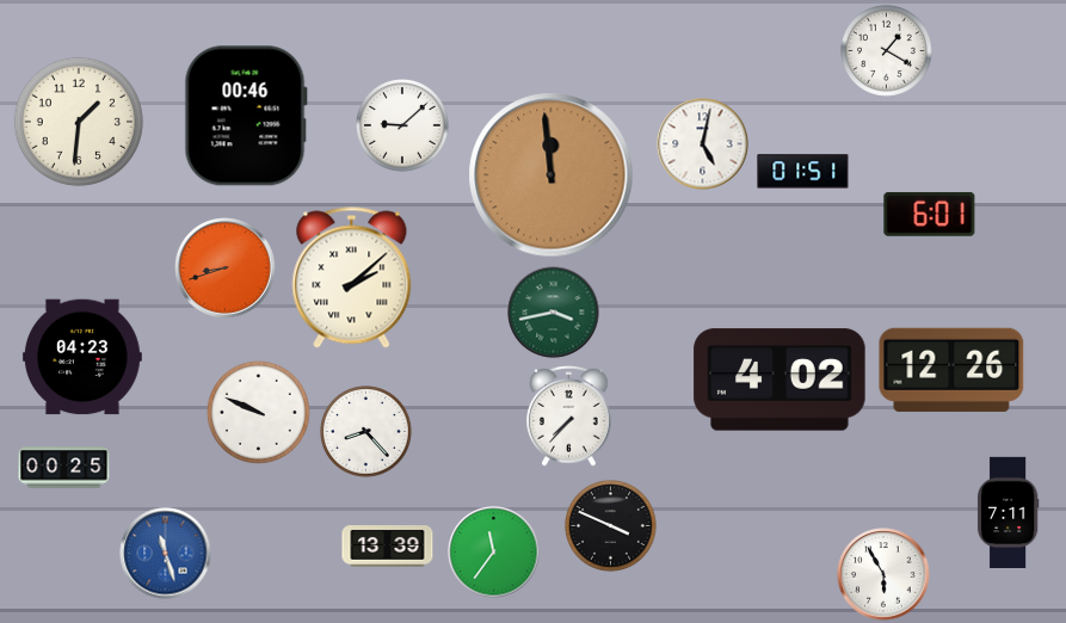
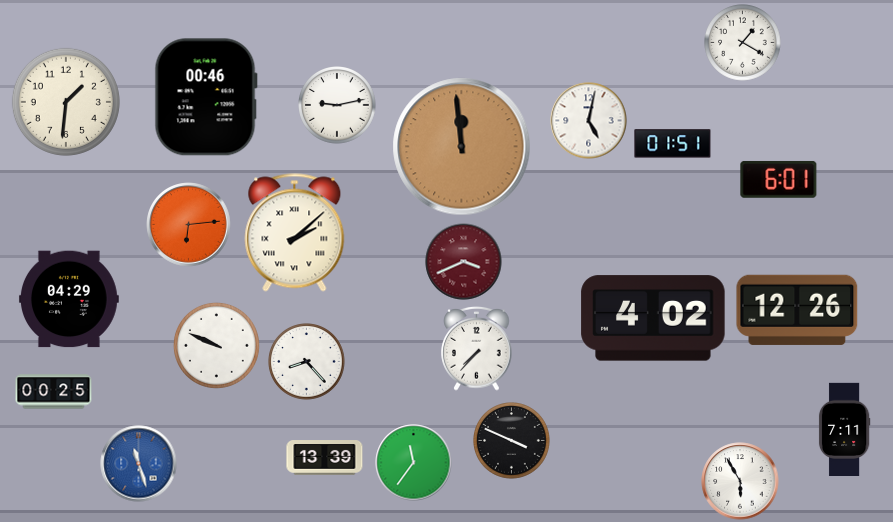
clock at (402, 125): 9:08 -> 9:13
clock at (226, 269): 8:42 -> 6:14
clock at (554, 313): 3:43 -> 3:41
clock at (554, 313) dial: green -> burgundy
clock at (82, 357): 04:23 -> 04:29
